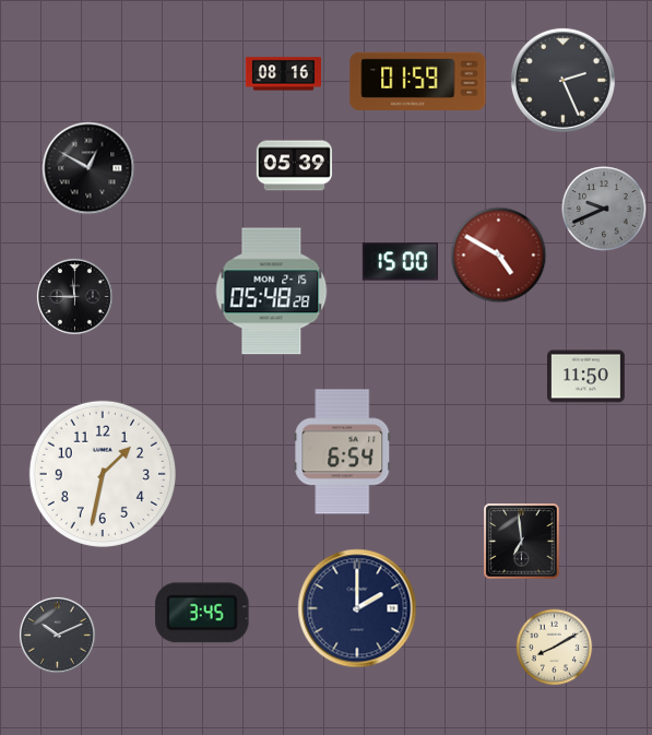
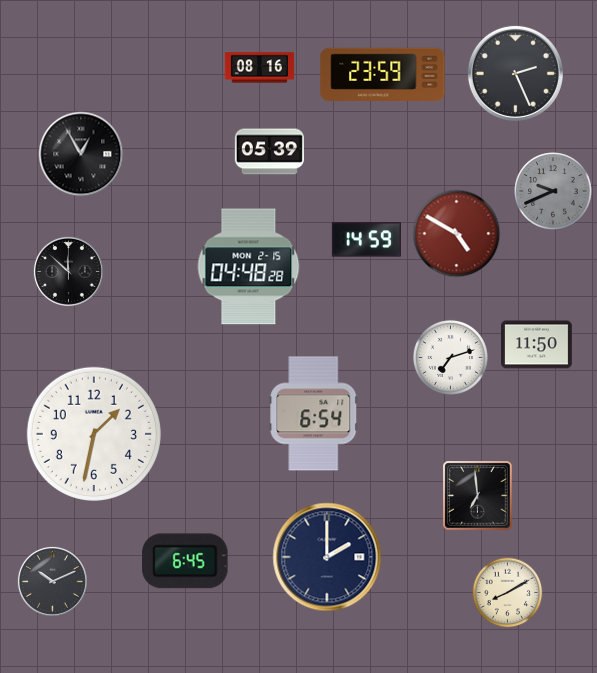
clock at (418, 81): 01:59 -> 23:59
clock at (88, 168): 12:50 -> 12:55
clock at (400, 262): 15:00 -> 14:59
clock at (272, 292): 05:48 -> 04:48
clock at (74, 296): 11:45 -> 11:52
clock at (450, 357): none -> 7:12
clock at (202, 613): 3:45 -> 6:45
